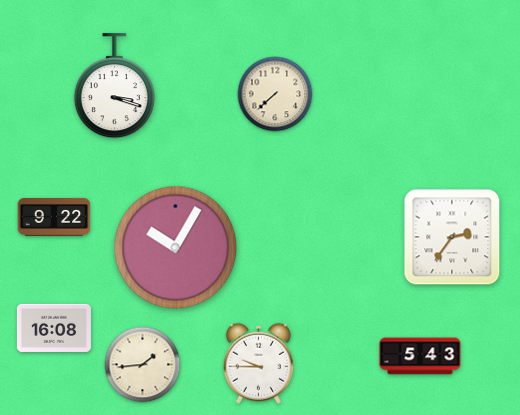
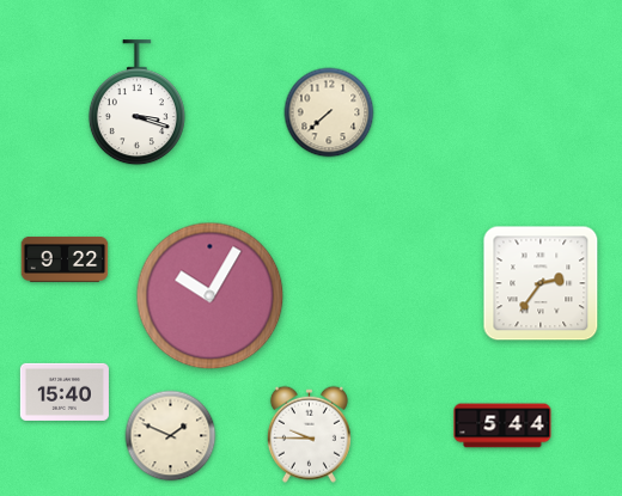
clock at (54, 328): 16:08 -> 15:40
clock at (420, 356): 5:43 -> 5:44
clock at (143, 365): 1:44 -> 1:49
